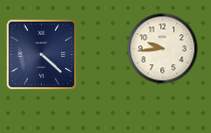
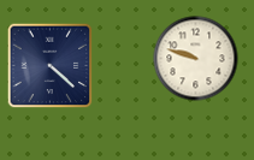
clock at (163, 49): 9:44 -> 9:48
